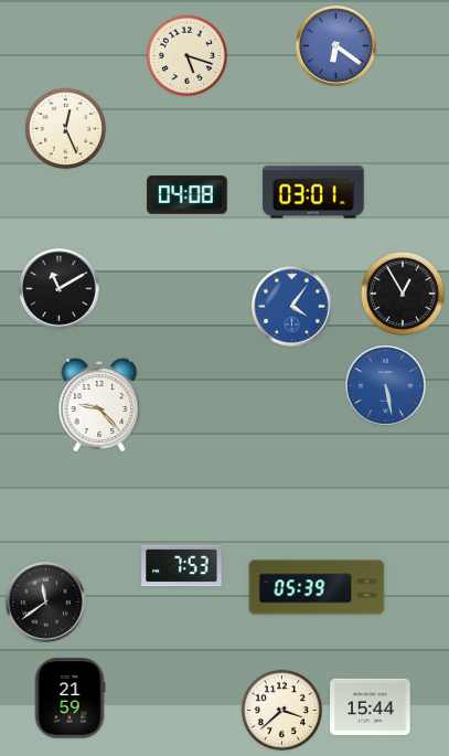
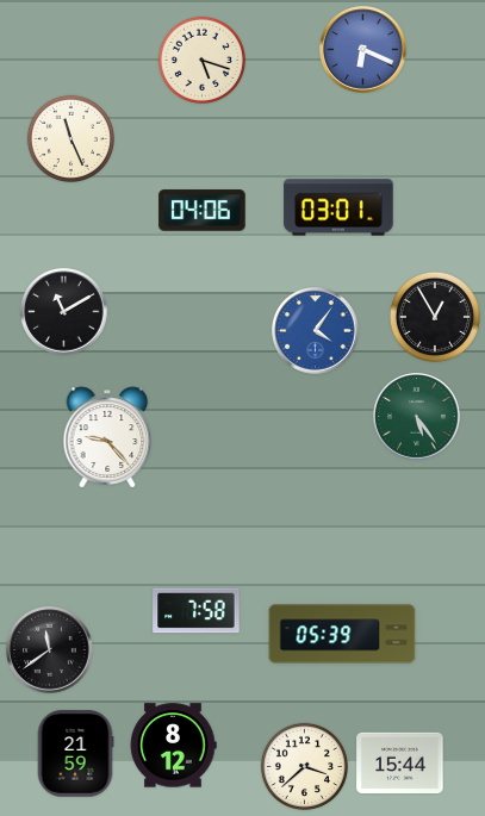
clock at (336, 46): 6:21 -> 6:19
clock at (65, 128): 12:26 -> 11:26
clock at (188, 195): 04:08 -> 04:06
clock at (386, 386): 5:28 -> 5:24
clock at (386, 386) dial: blue -> green
clock at (182, 566): 7:53 -> 7:58
clock at (173, 746): none -> 8:12
